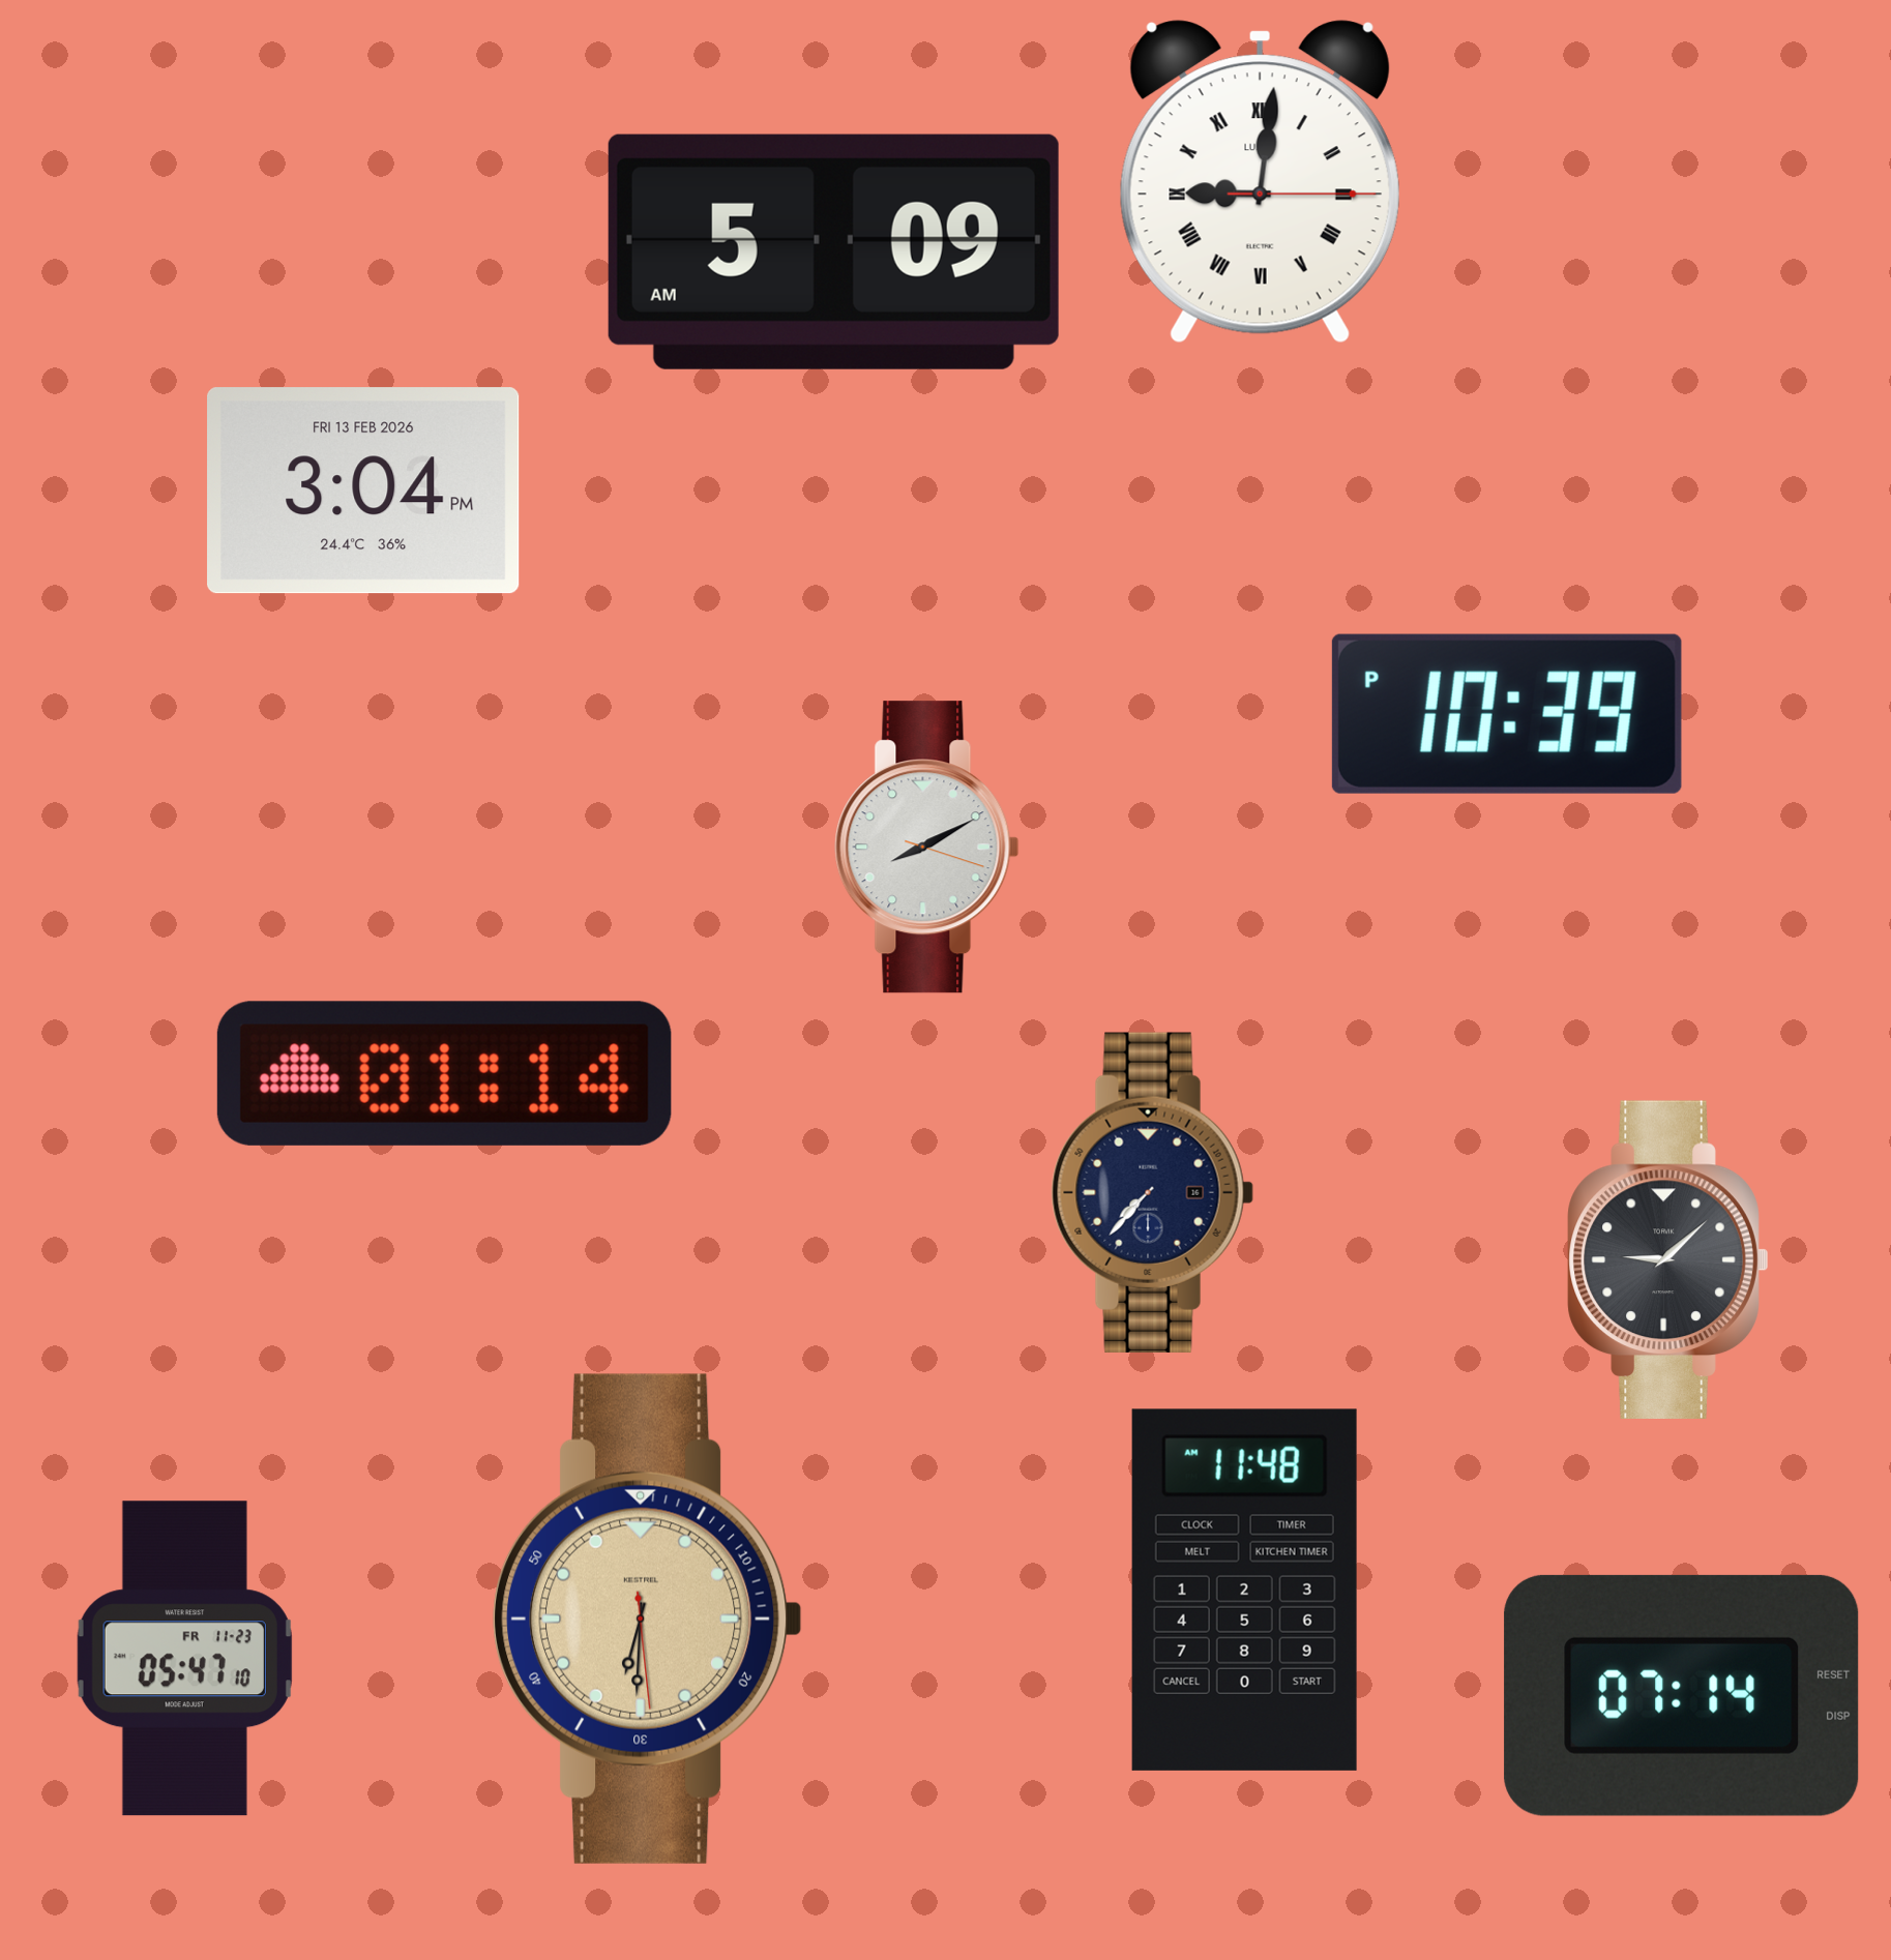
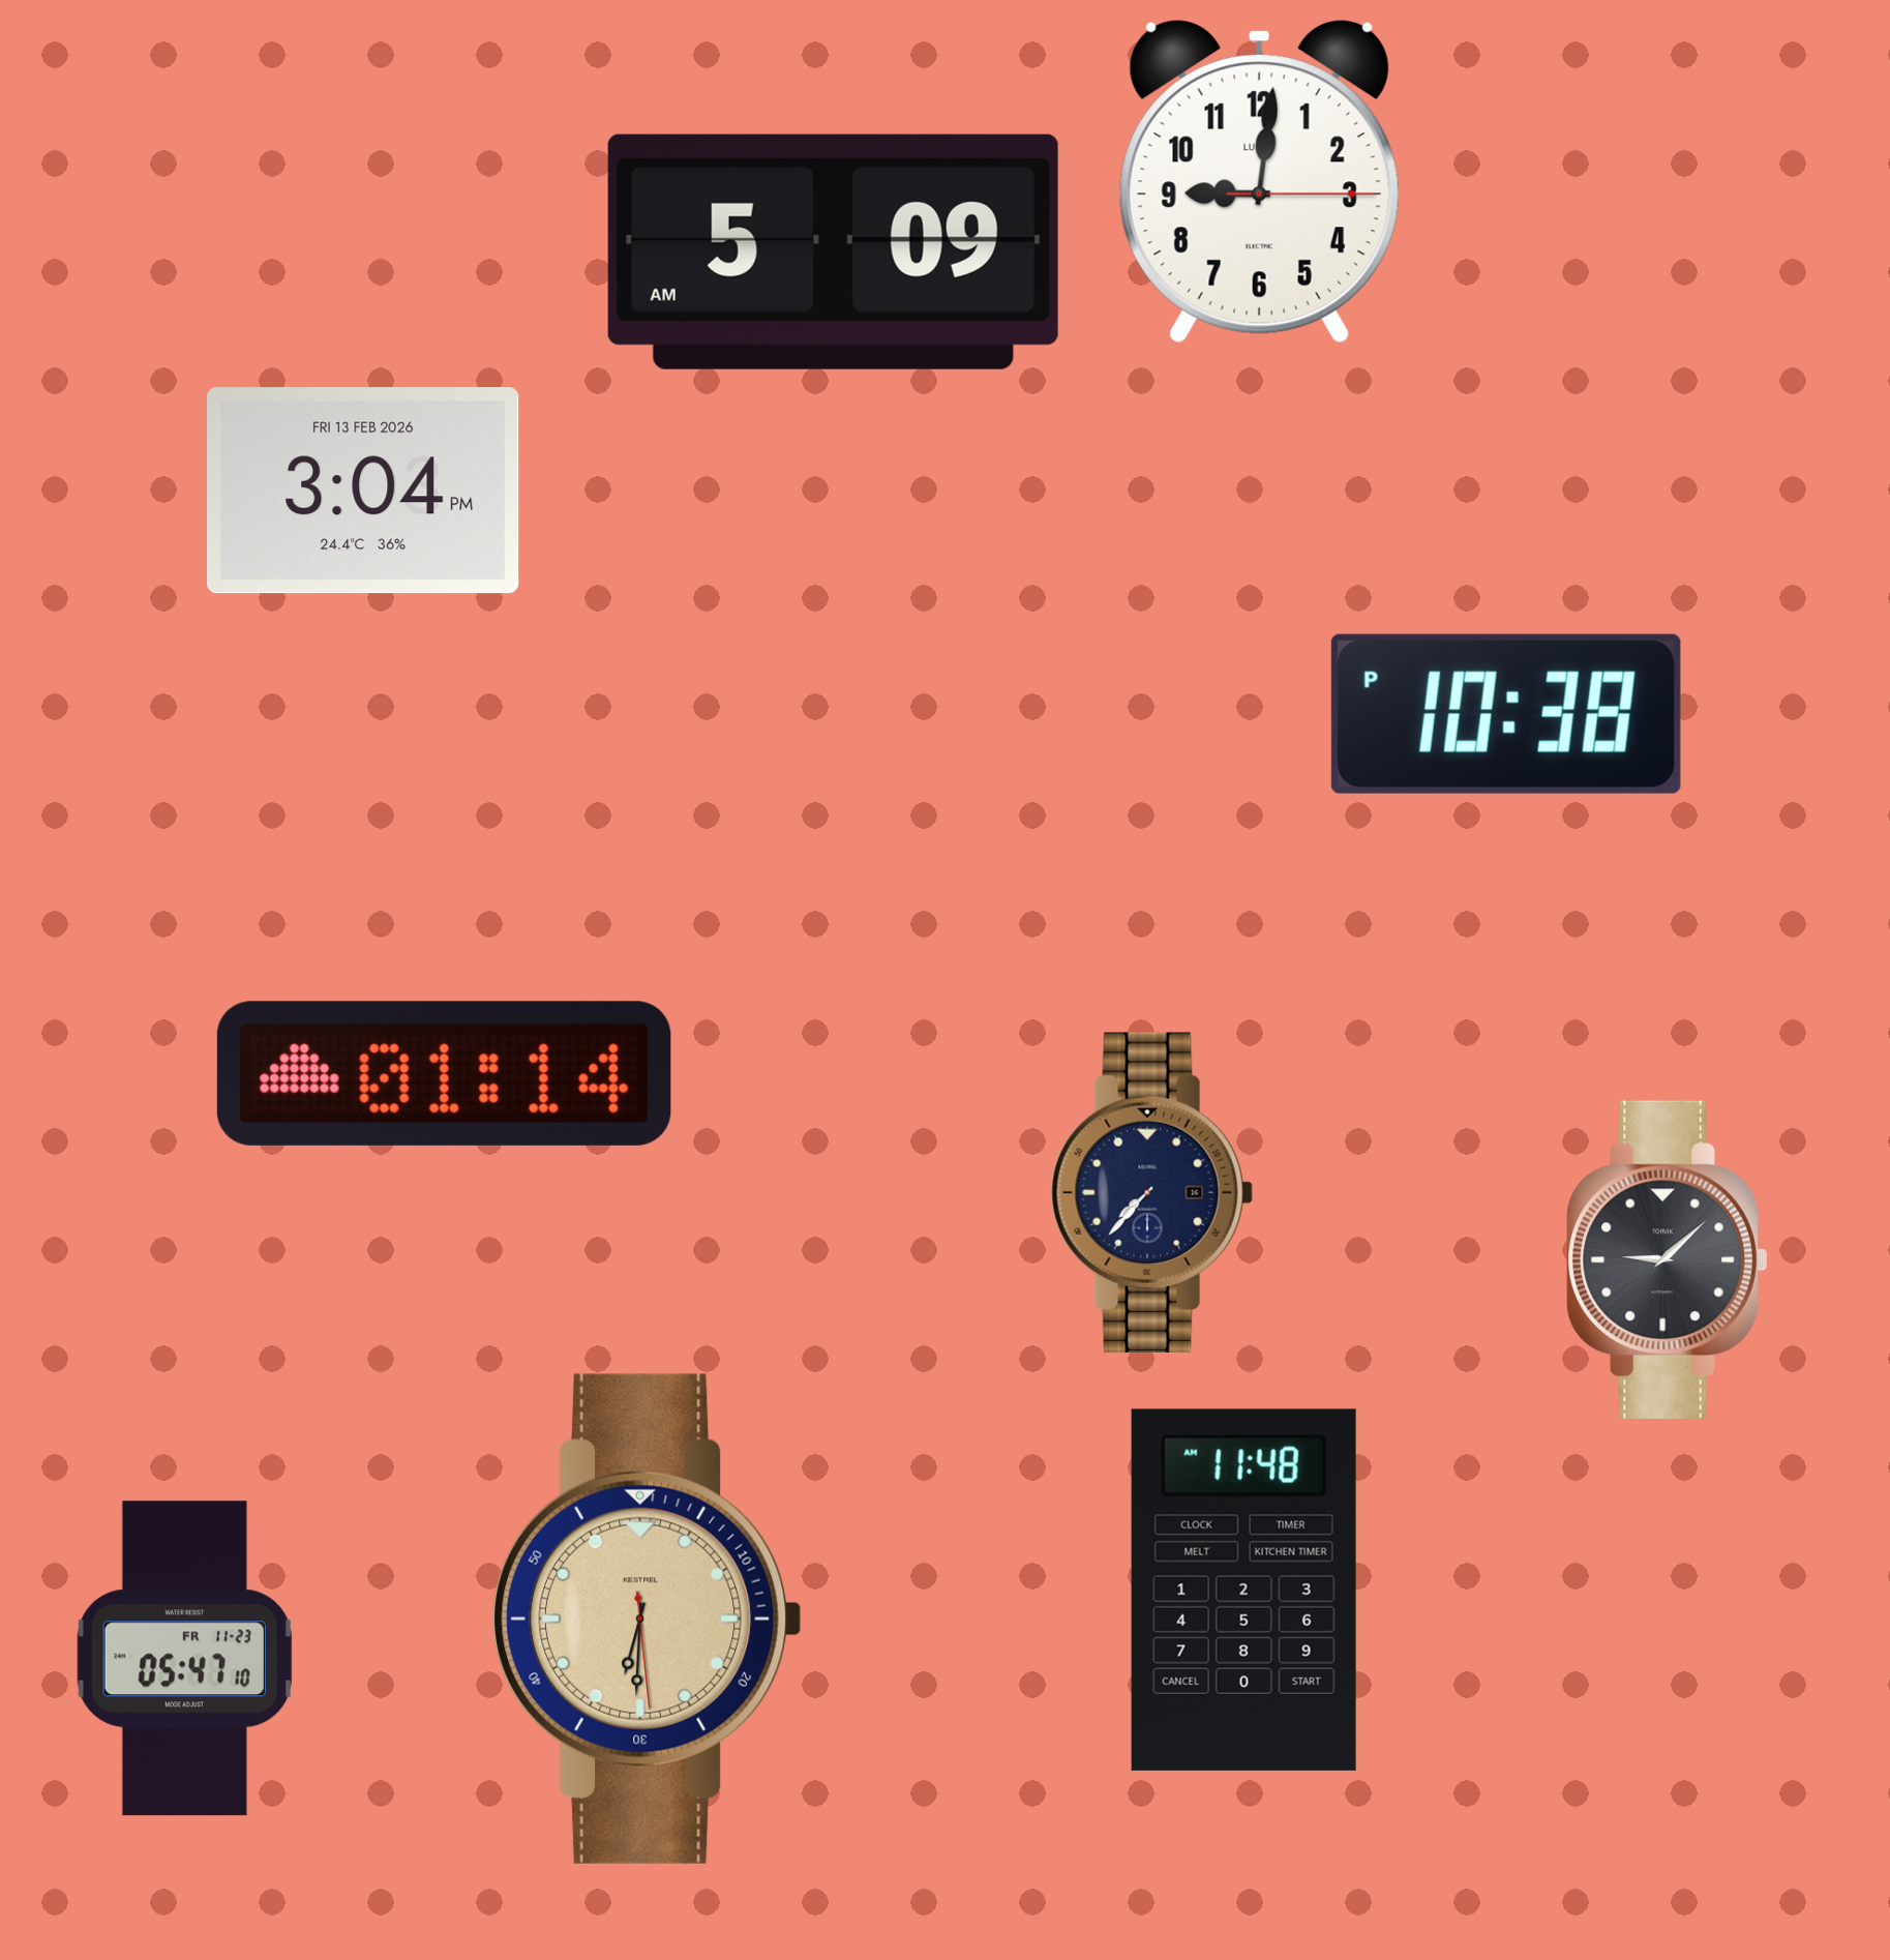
clock at (1260, 182) numerals: Roman -> Arabic
clock at (1507, 714): 10:39 -> 10:38
clock at (927, 848): 8:10 -> none
clock at (1682, 1695): 07:14 -> none
